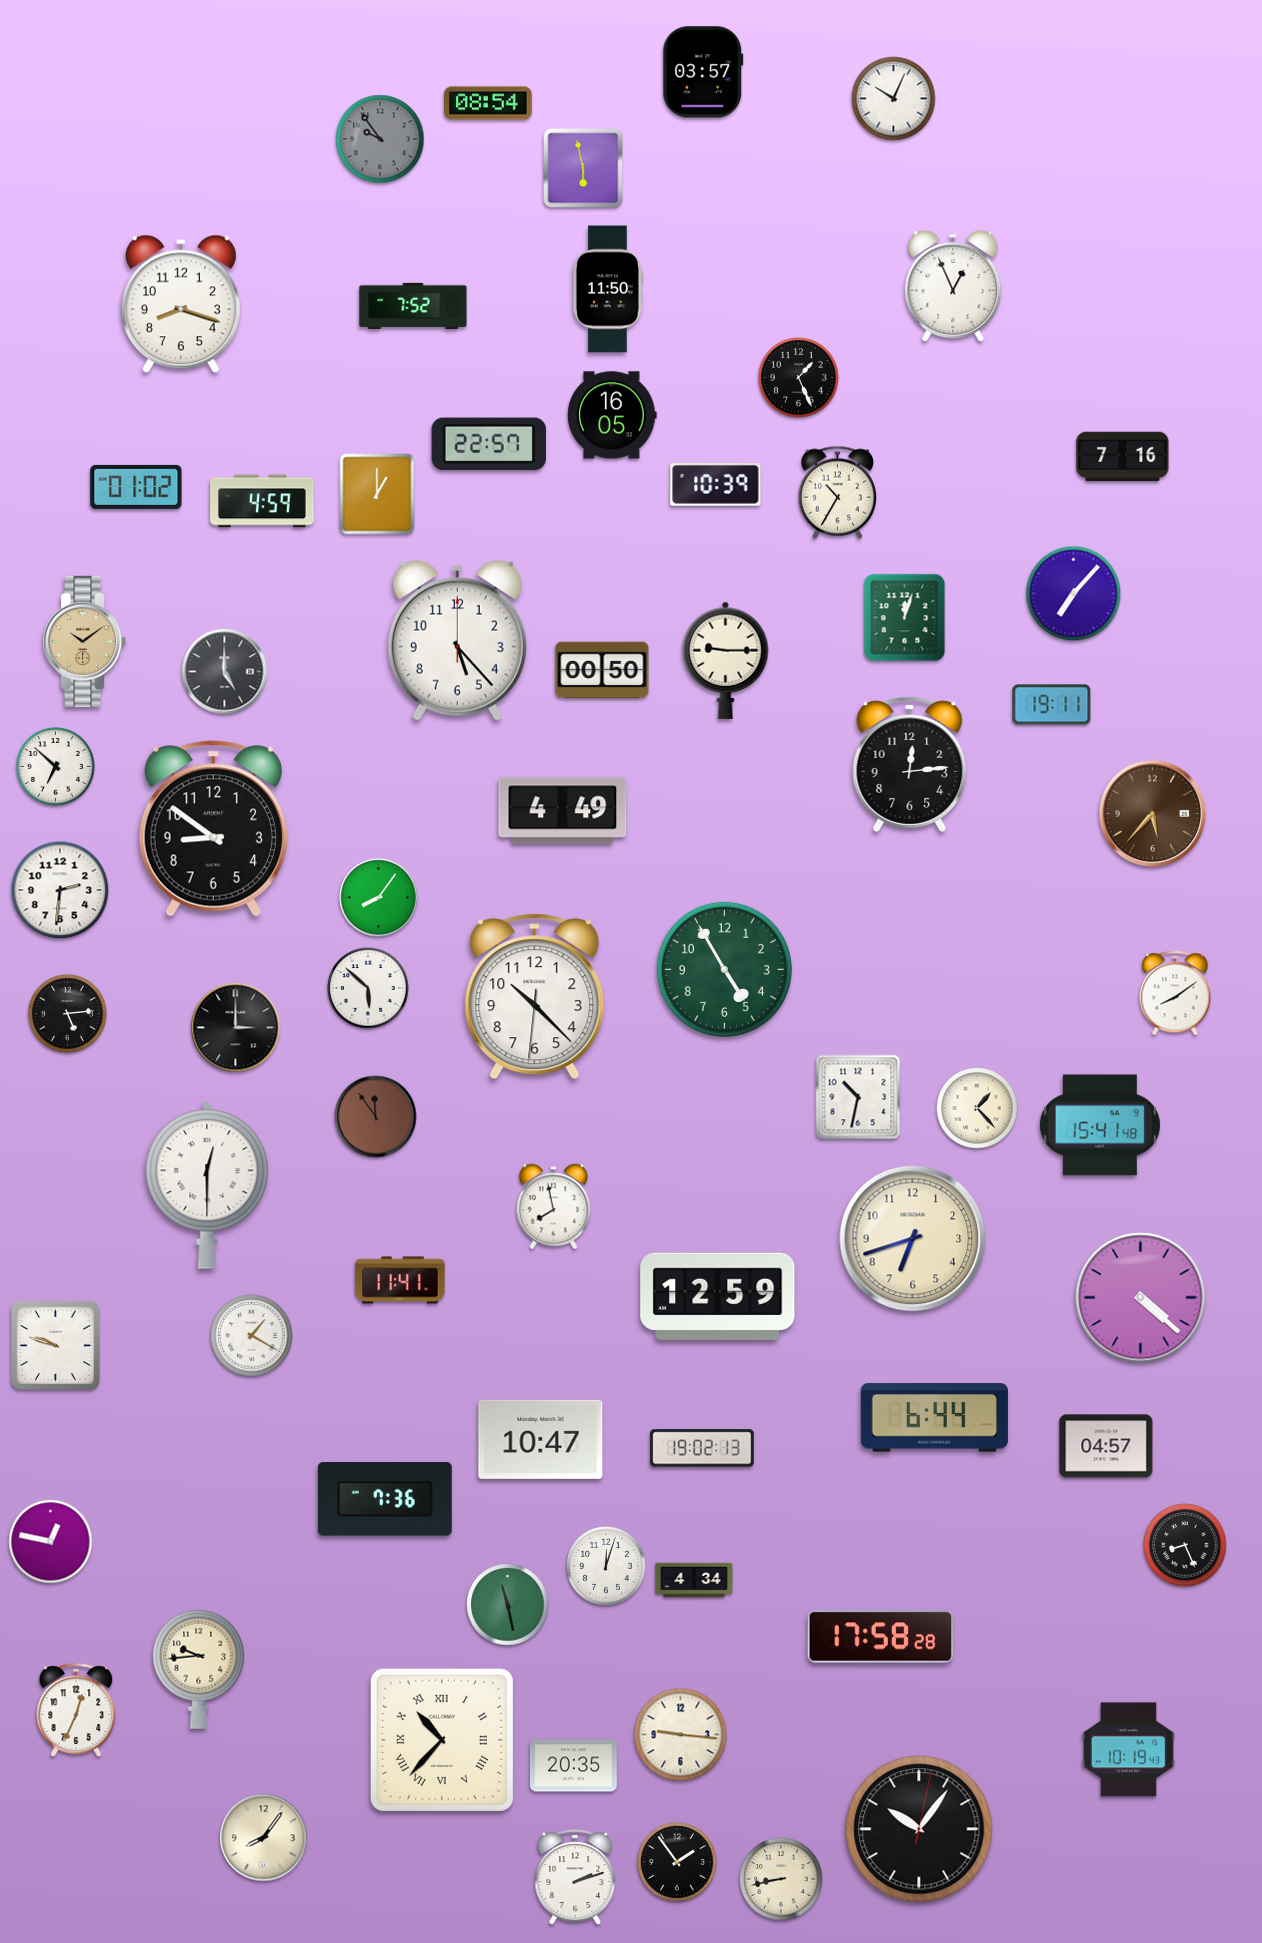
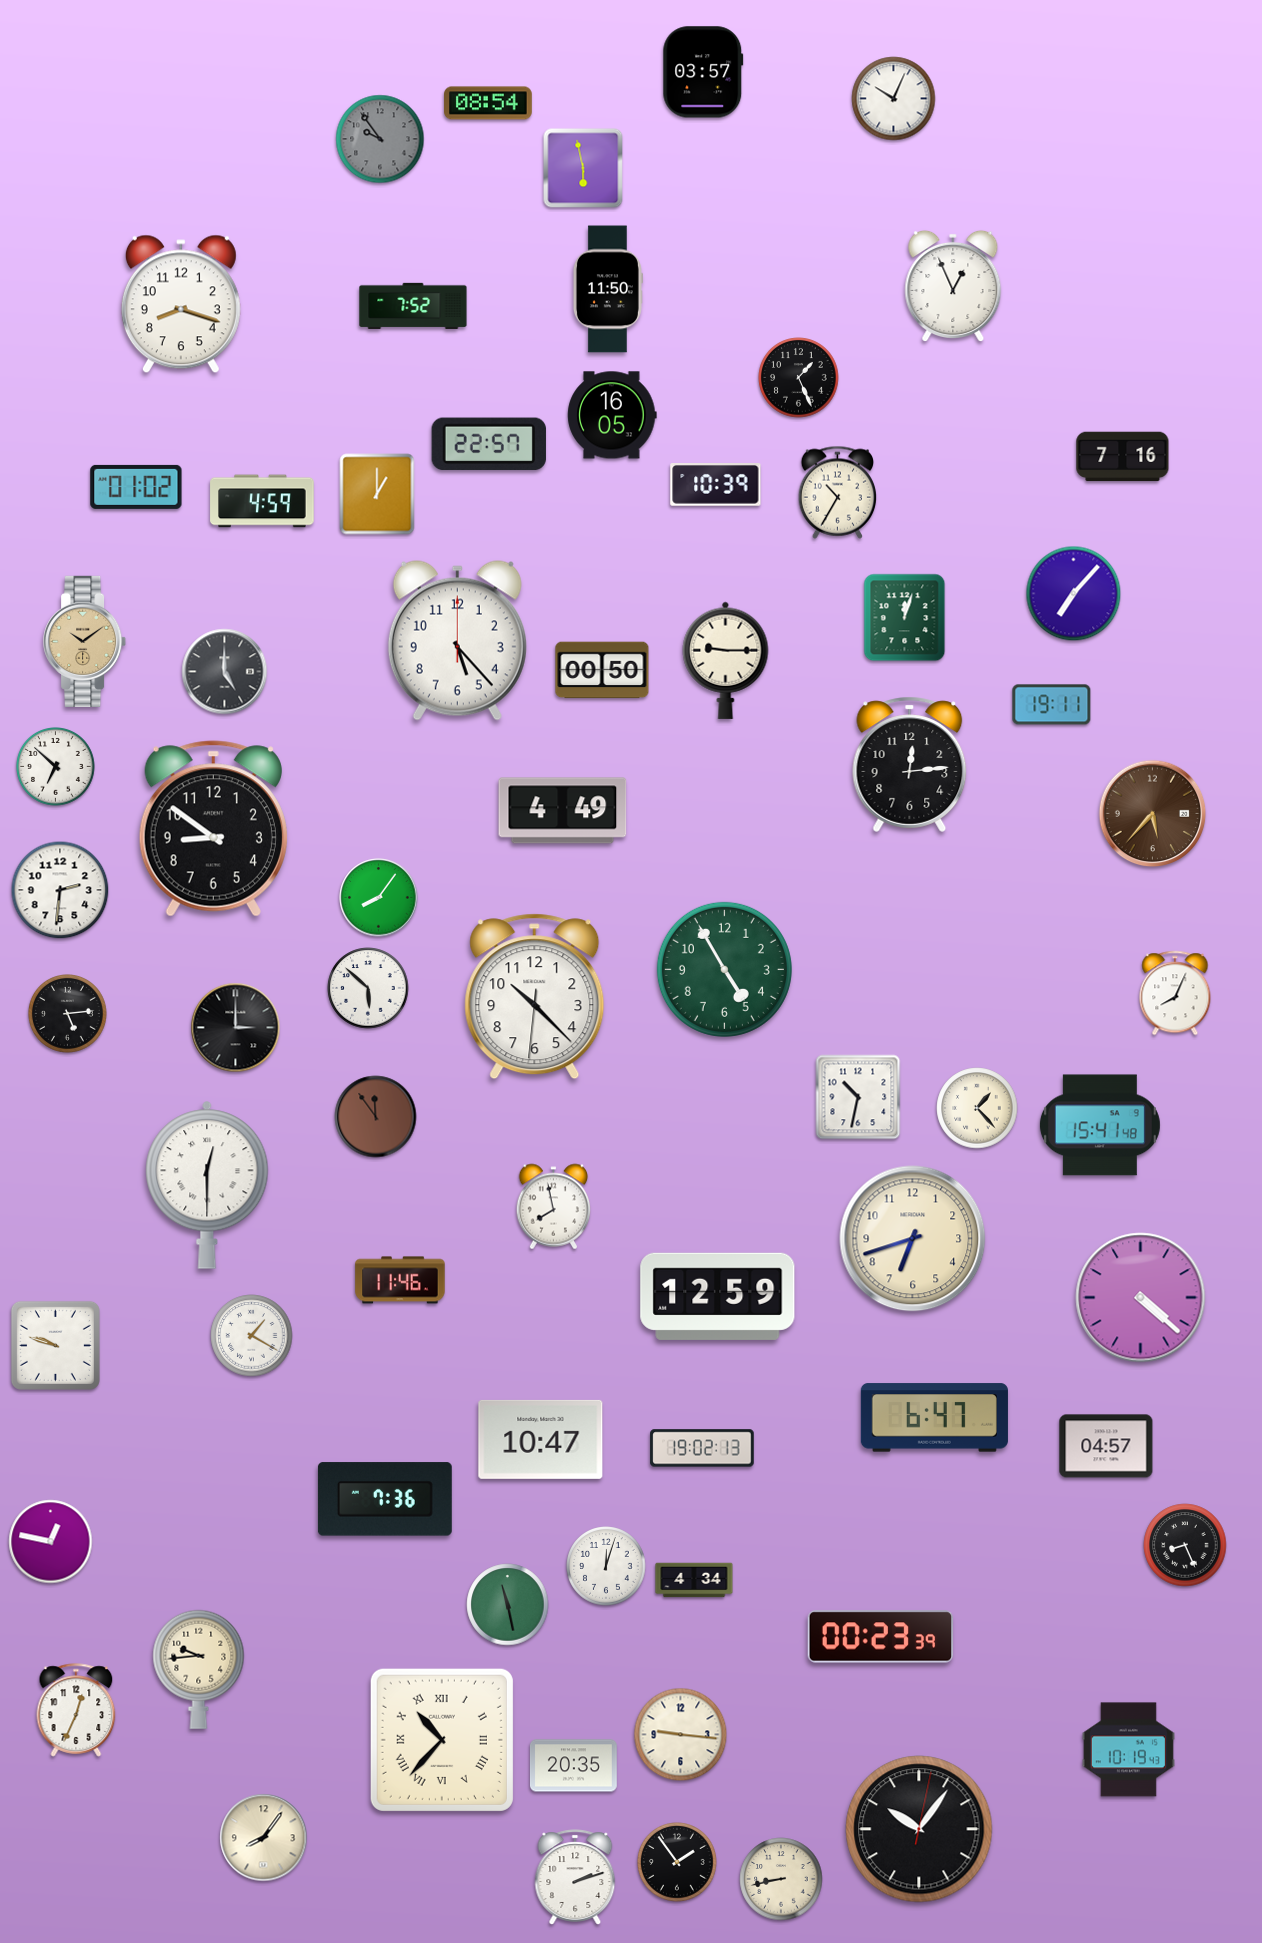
clock at (1175, 993): 8:09 -> 8:04
clock at (400, 1280): 11:41 -> 11:46
clock at (934, 1418): 6:44 -> 6:47
clock at (881, 1637): 17:58 -> 00:23
